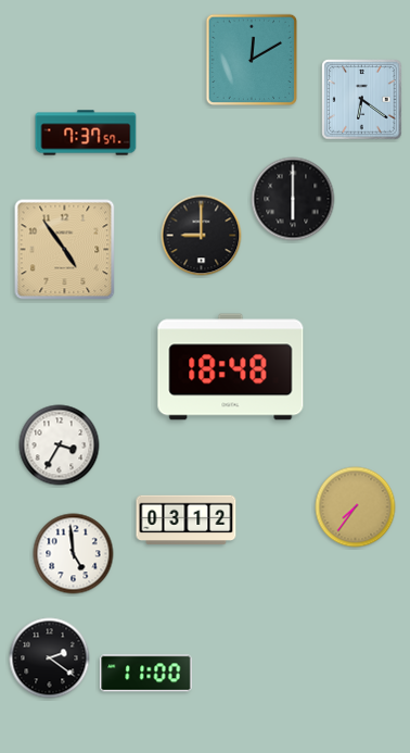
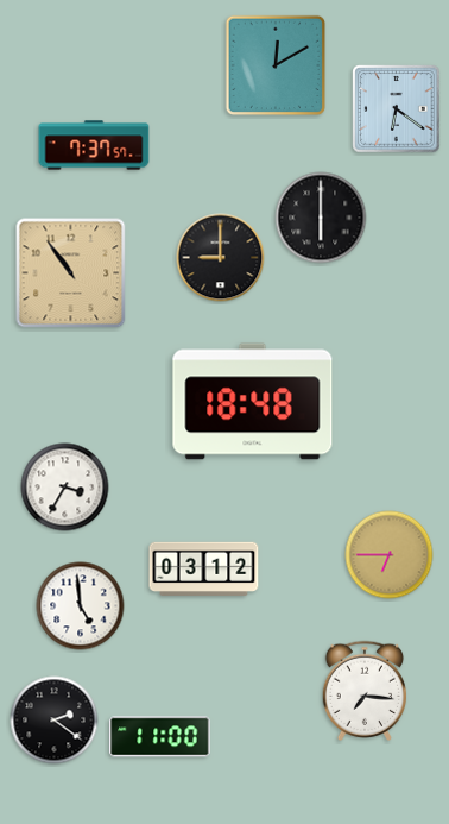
clock at (65, 250): 4:54 -> 10:54
clock at (356, 507): 7:36 -> 6:45
clock at (365, 690): none -> 7:16
